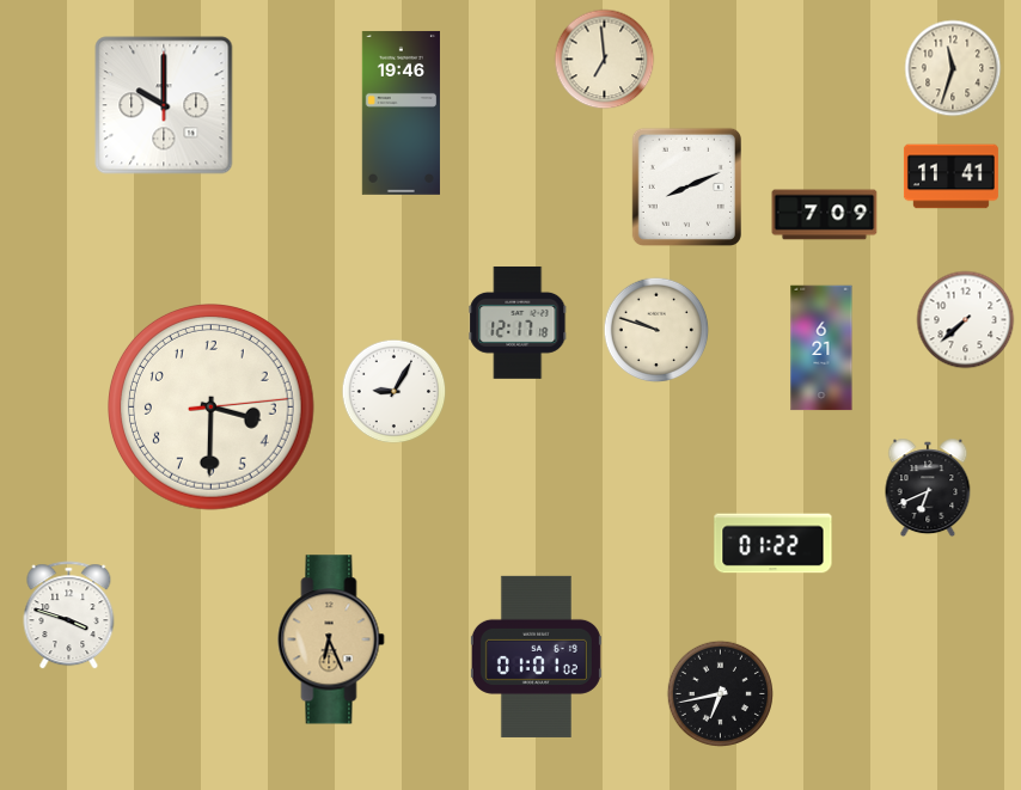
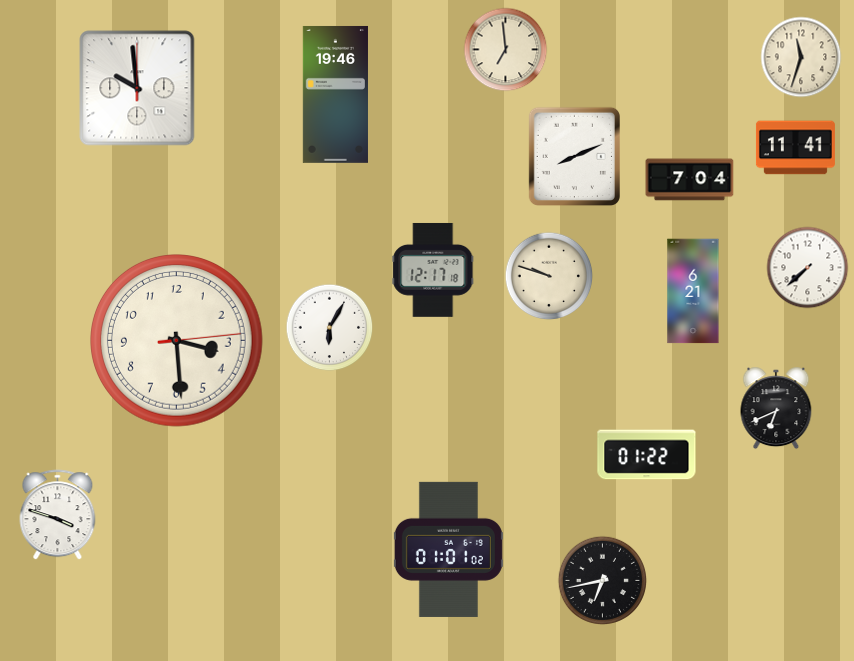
clock at (953, 68) position: (953, 68) -> (801, 57)
clock at (164, 105): 10:00 -> 9:59
clock at (825, 215): 7:09 -> 7:04
clock at (821, 348) position: (821, 348) -> (693, 291)
clock at (395, 392): 9:05 -> 6:05
clock at (212, 408): 3:30 -> 3:29
clock at (331, 639): 6:26 -> none
